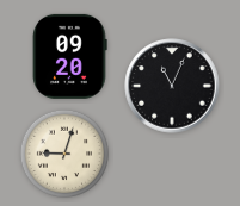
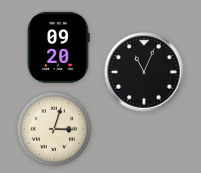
clock at (64, 154): 9:03 -> 3:03
